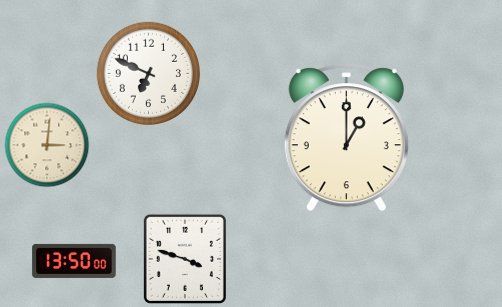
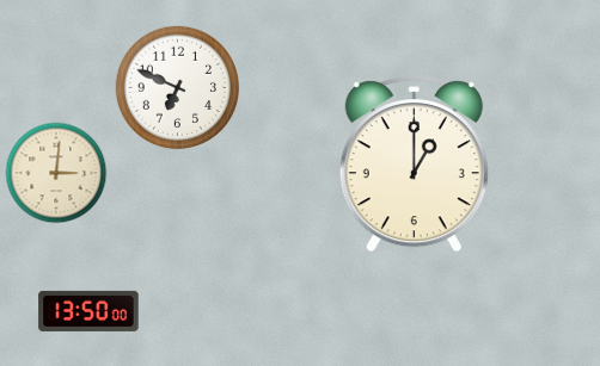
clock at (185, 259): 3:48 -> none
